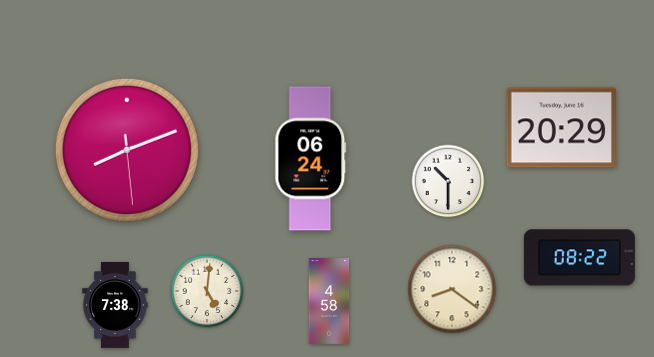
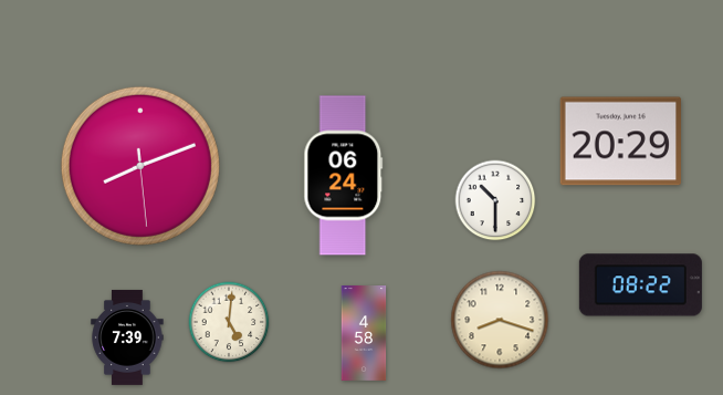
clock at (452, 289): 8:21 -> 8:18
clock at (115, 305): 7:38 -> 7:39
